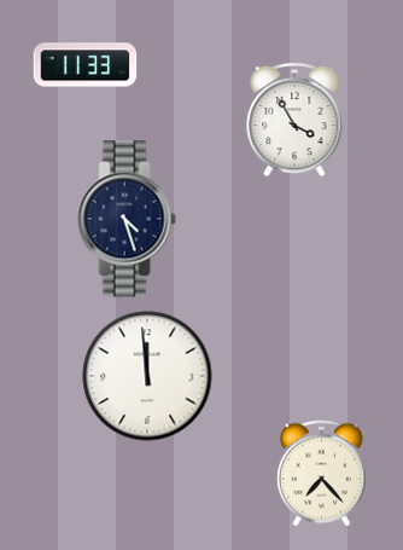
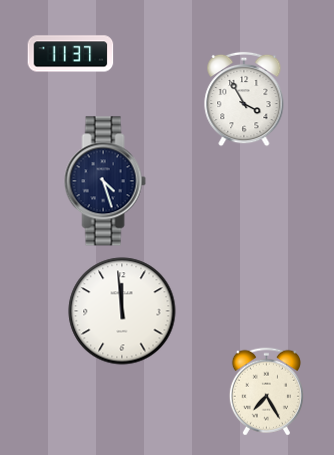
clock at (86, 65): 11:33 -> 11:37
clock at (321, 474): 7:23 -> 7:25
